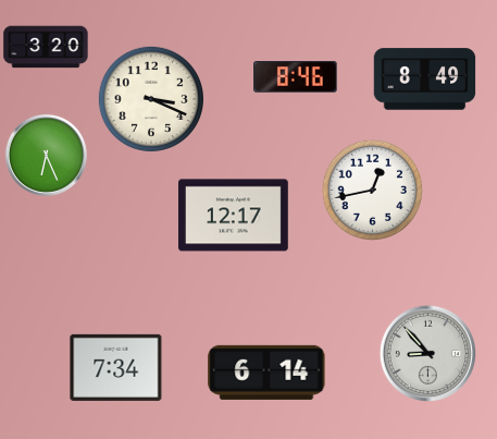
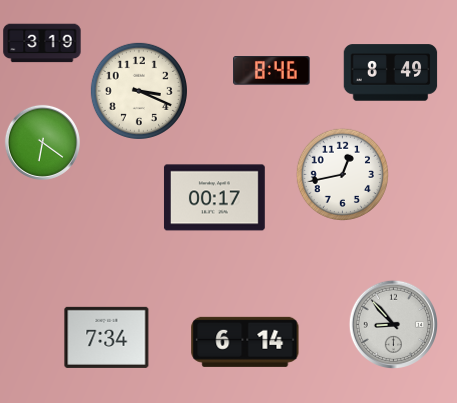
clock at (46, 47): 3:20 -> 3:19
clock at (46, 155): 6:26 -> 6:21
clock at (233, 216): 12:17 -> 00:17
